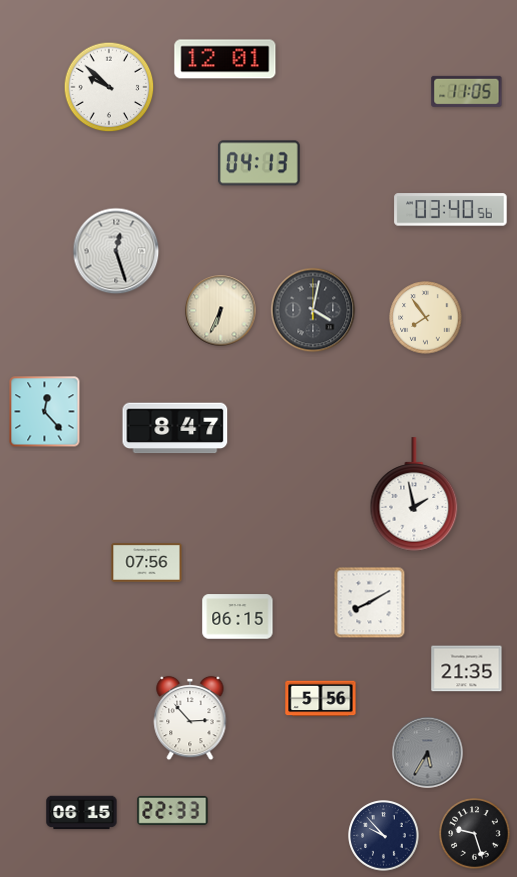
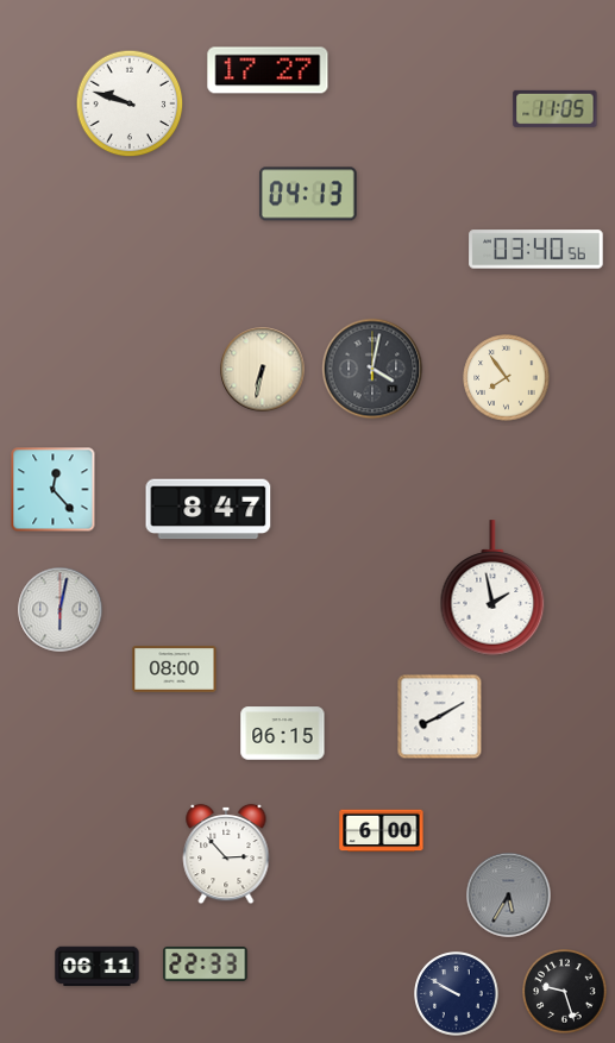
clock at (225, 59): 12:01 -> 17:27
clock at (109, 87): 9:52 -> 9:48
clock at (116, 251): 12:27 -> none
clock at (221, 311): 6:34 -> 6:32
clock at (61, 610): none -> 6:02
clock at (147, 563): 07:56 -> 08:00
clock at (467, 669): 21:35 -> none
clock at (321, 699): 5:56 -> 6:00
clock at (82, 813): 06:15 -> 06:11
clock at (384, 836): 9:53 -> 9:50
